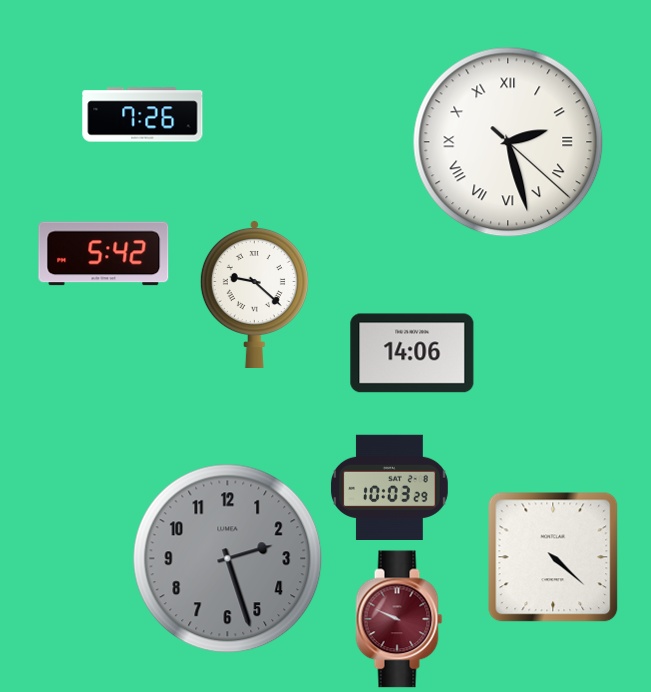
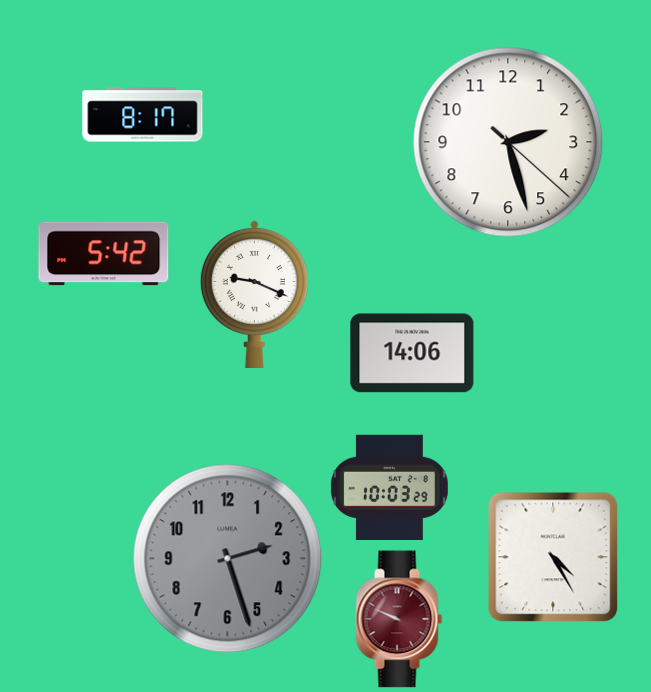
clock at (143, 115): 7:26 -> 8:17
clock at (508, 142) numerals: Roman -> Arabic
clock at (254, 293): 9:22 -> 9:19
clock at (553, 557): 4:22 -> 4:25
